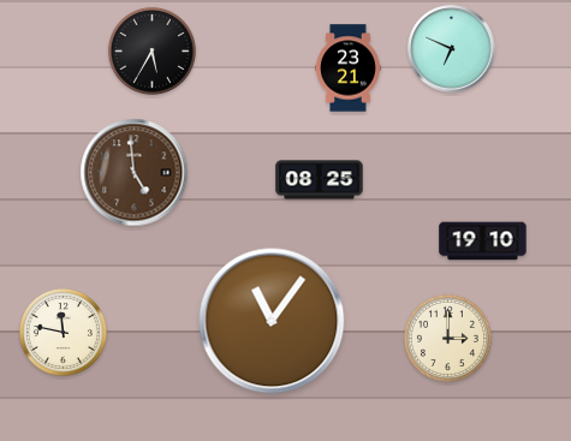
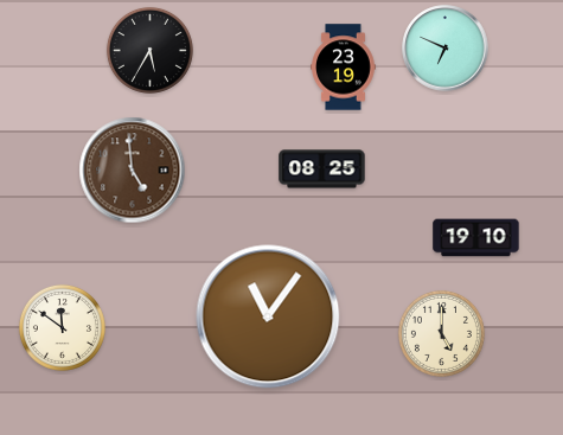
clock at (349, 68): 23:21 -> 23:19
clock at (320, 180) position: (320, 180) -> (322, 169)
clock at (63, 332): 11:47 -> 11:51
clock at (447, 338): 3:00 -> 5:00
